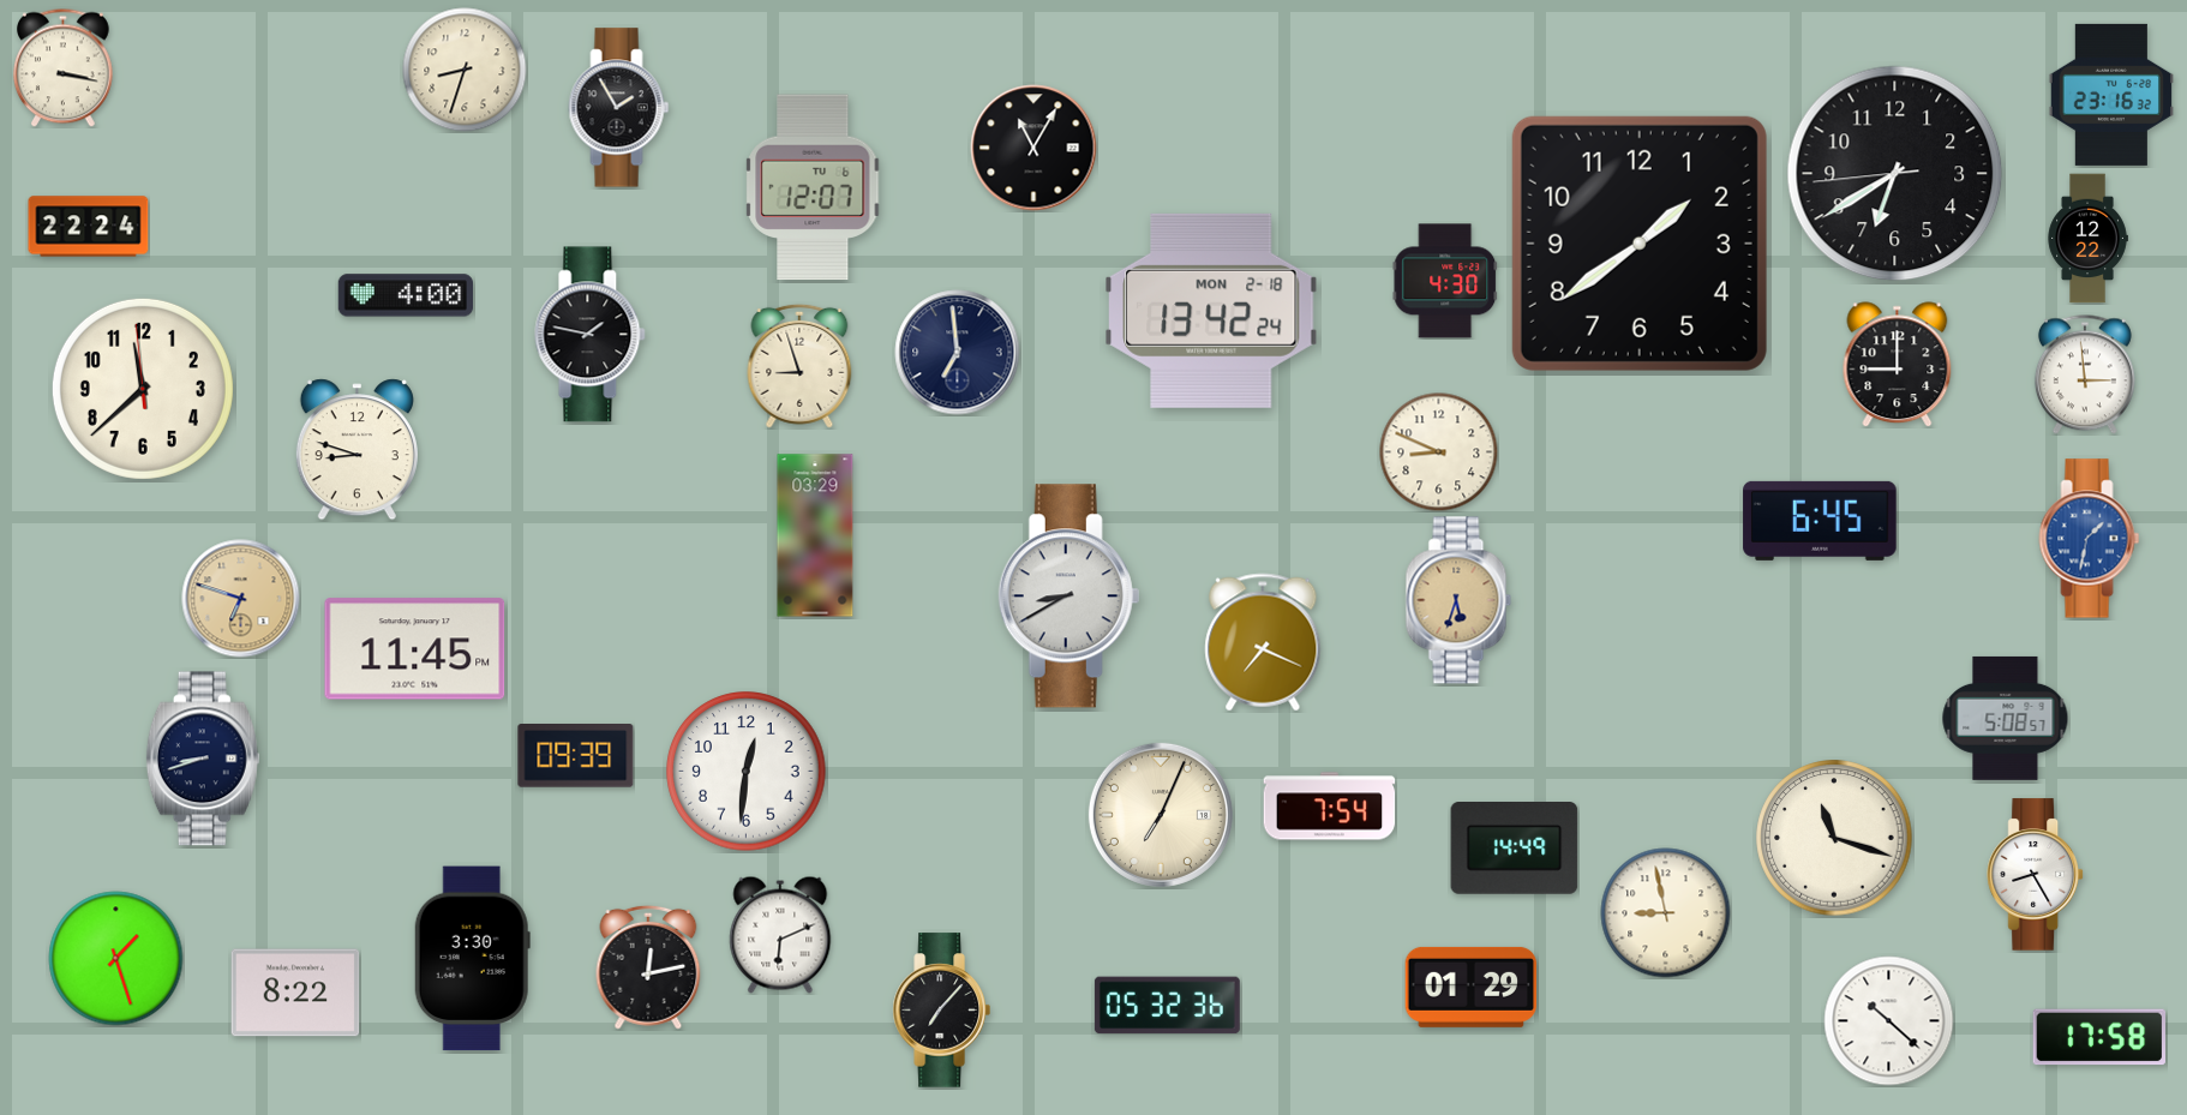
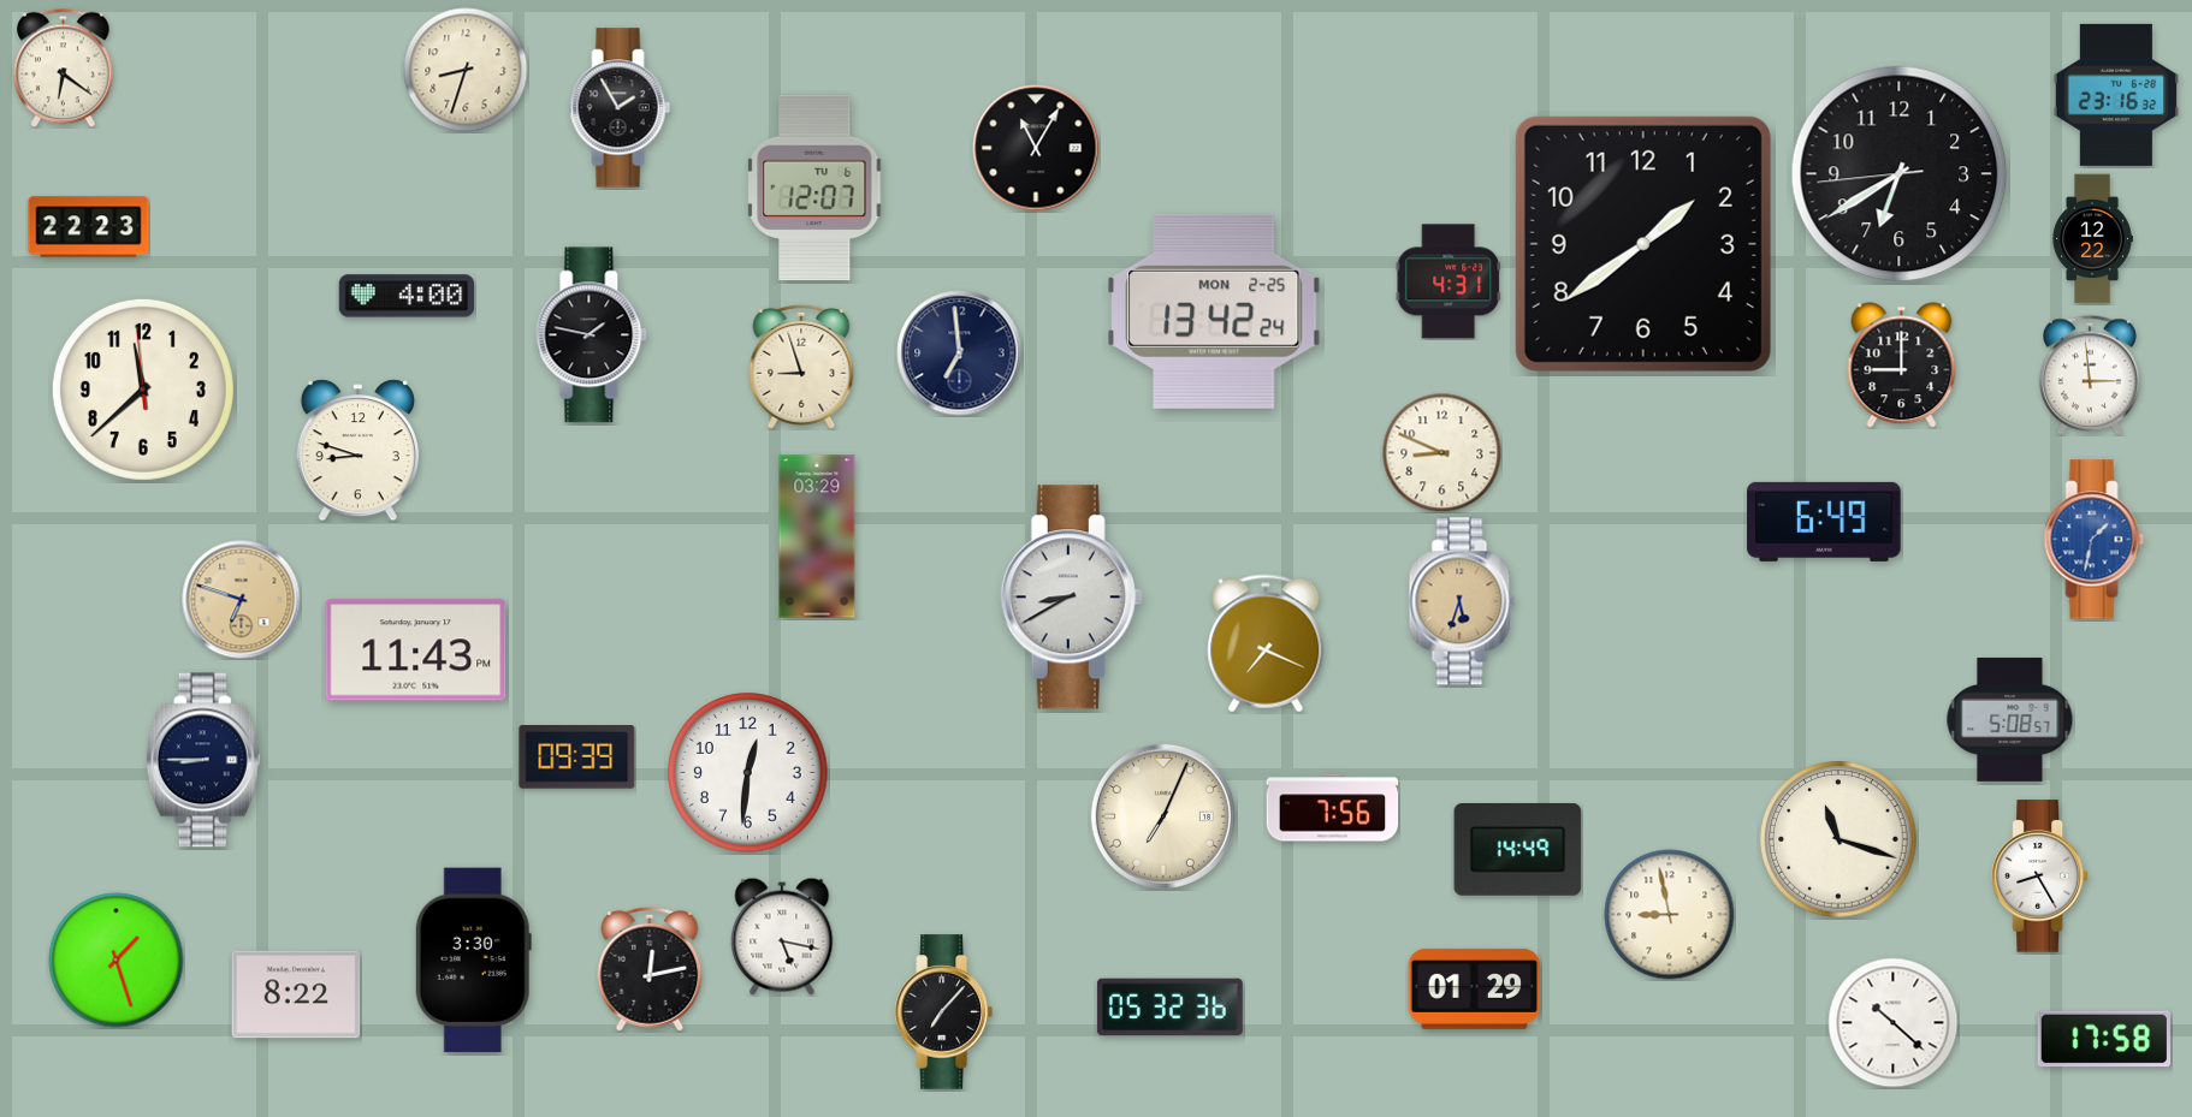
clock at (64, 67): 3:17 -> 6:21
clock at (89, 227): 22:24 -> 22:23
clock at (1445, 281): 4:30 -> 4:31
clock at (1211, 311) date: MON 2-18 -> MON 2-25
clock at (1820, 521): 6:45 -> 6:49
clock at (415, 649): 11:45 -> 11:43
clock at (203, 759): 8:42 -> 8:45
clock at (1330, 807): 7:54 -> 7:56
clock at (780, 935): 6:11 -> 5:17
